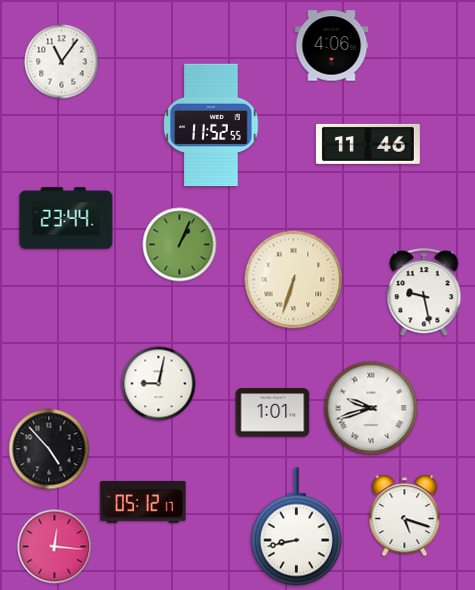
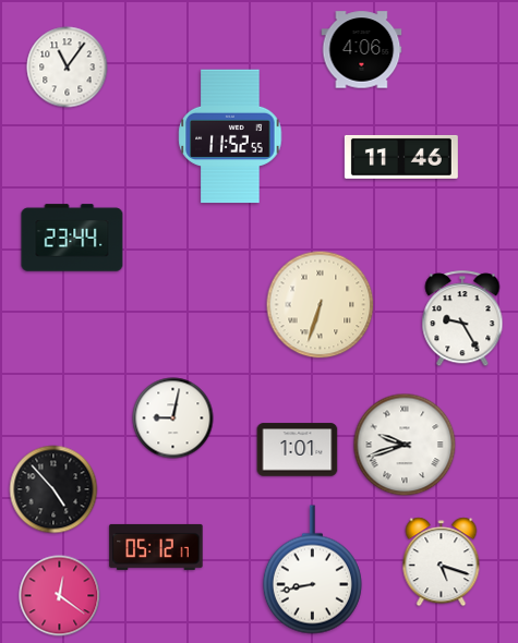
clock at (180, 245): 1:04 -> none
clock at (424, 293): 9:28 -> 9:25
clock at (296, 527) position: (296, 527) -> (312, 570)
clock at (55, 547): 12:16 -> 12:21
